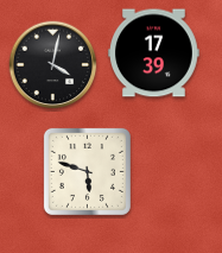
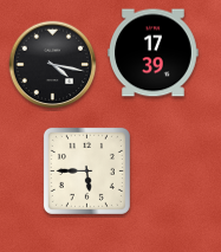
clock at (53, 65): 4:02 -> 4:17
clock at (87, 171): 5:48 -> 5:45
